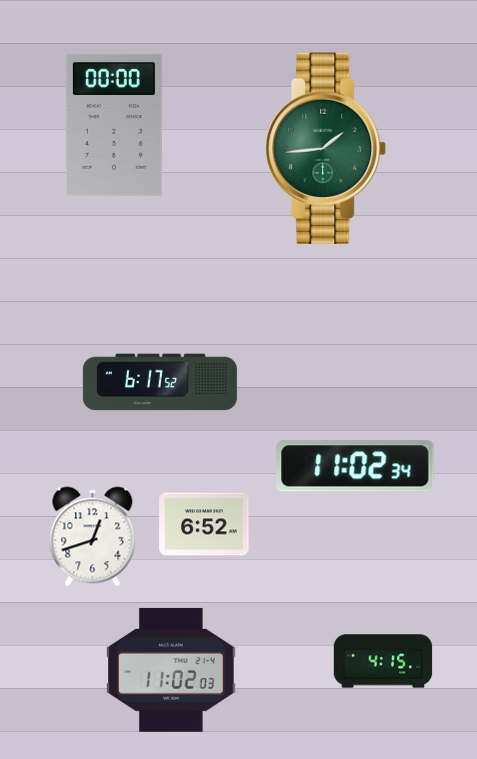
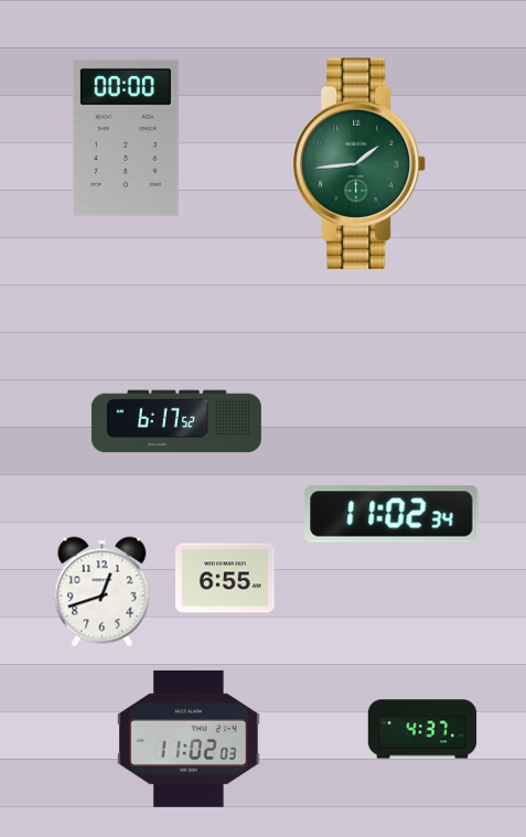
clock at (204, 524): 6:52 -> 6:55
clock at (383, 661): 4:15 -> 4:37
